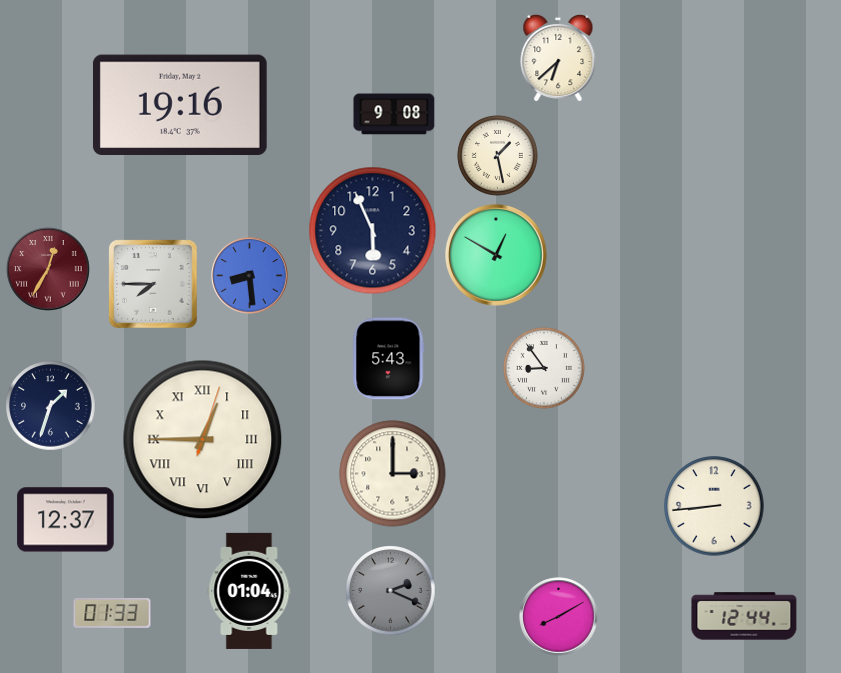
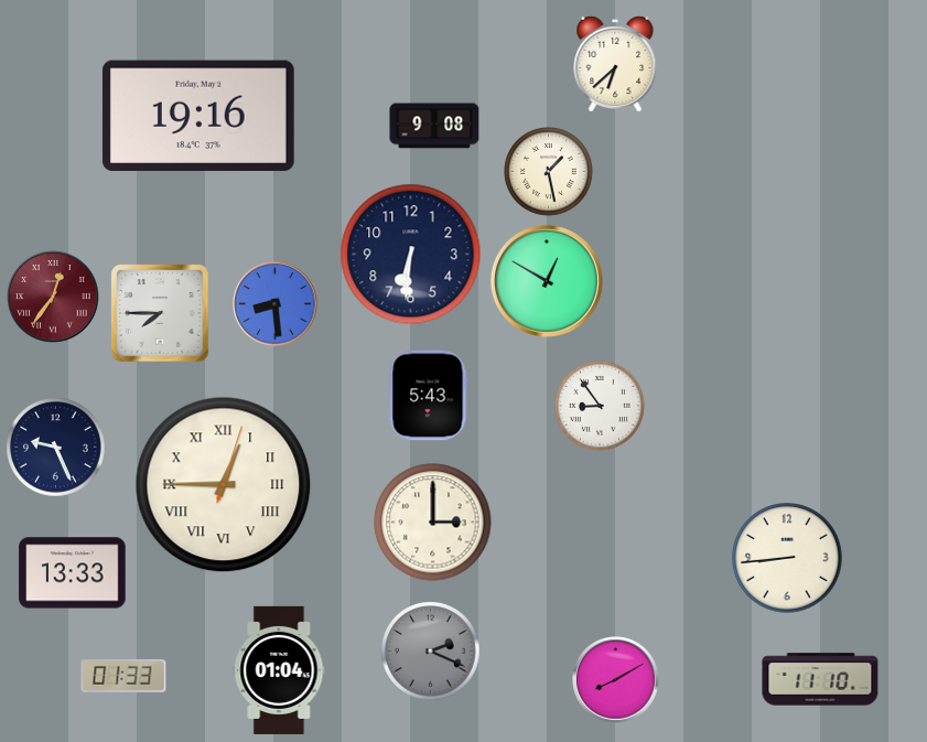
clock at (373, 231): 5:56 -> 6:31
clock at (48, 269): 12:35 -> 12:36
clock at (153, 284) position: (153, 284) -> (160, 313)
clock at (51, 406): 1:33 -> 9:26
clock at (66, 520): 12:37 -> 13:33
clock at (249, 591) position: (249, 591) -> (279, 670)
clock at (744, 616): 12:44 -> 11:10
